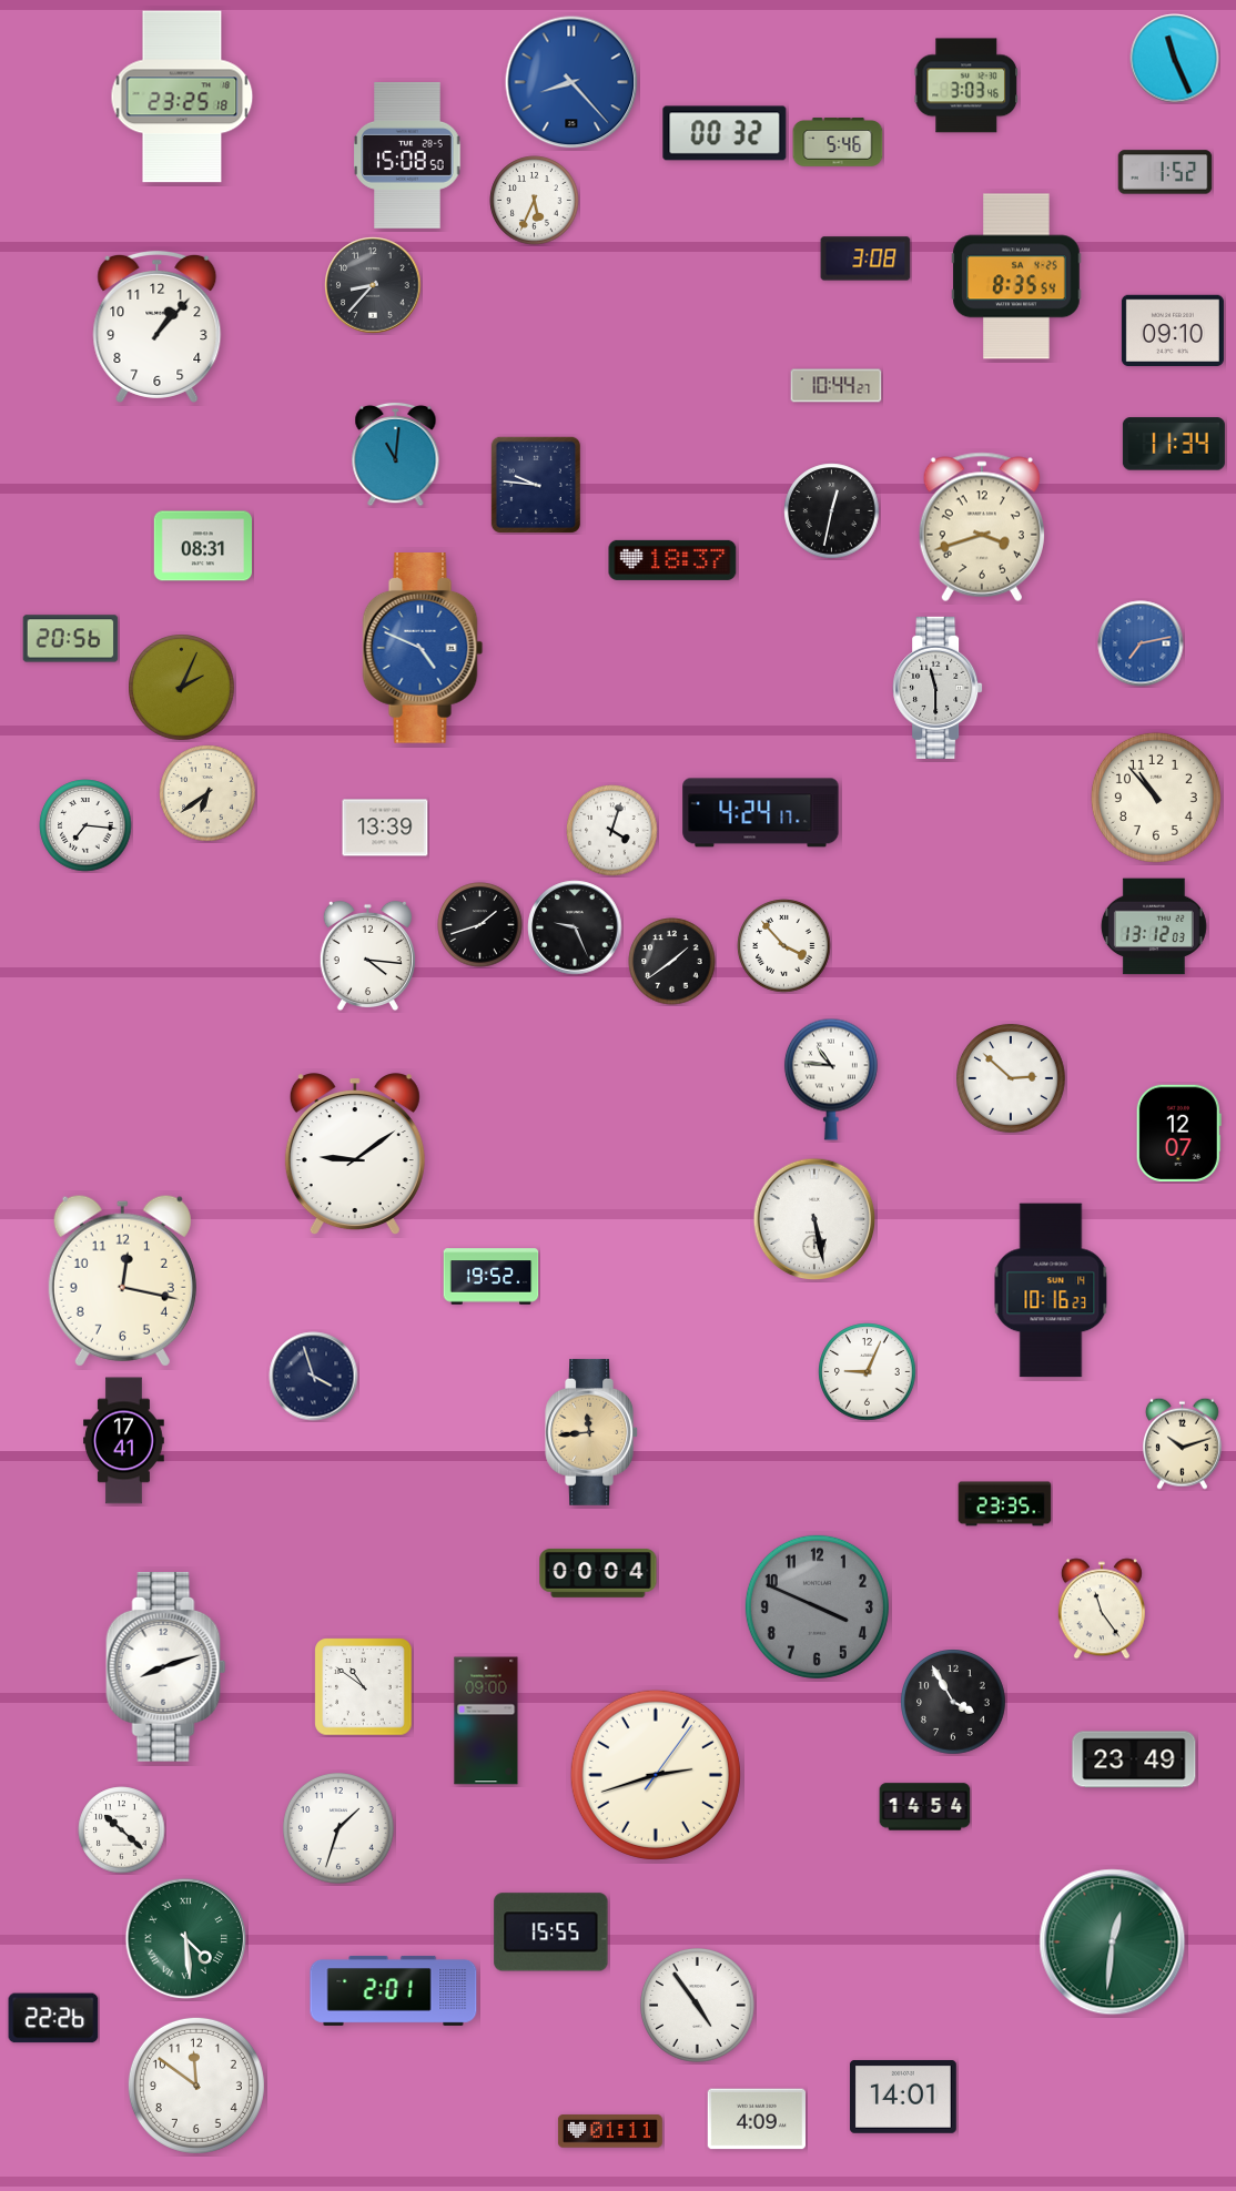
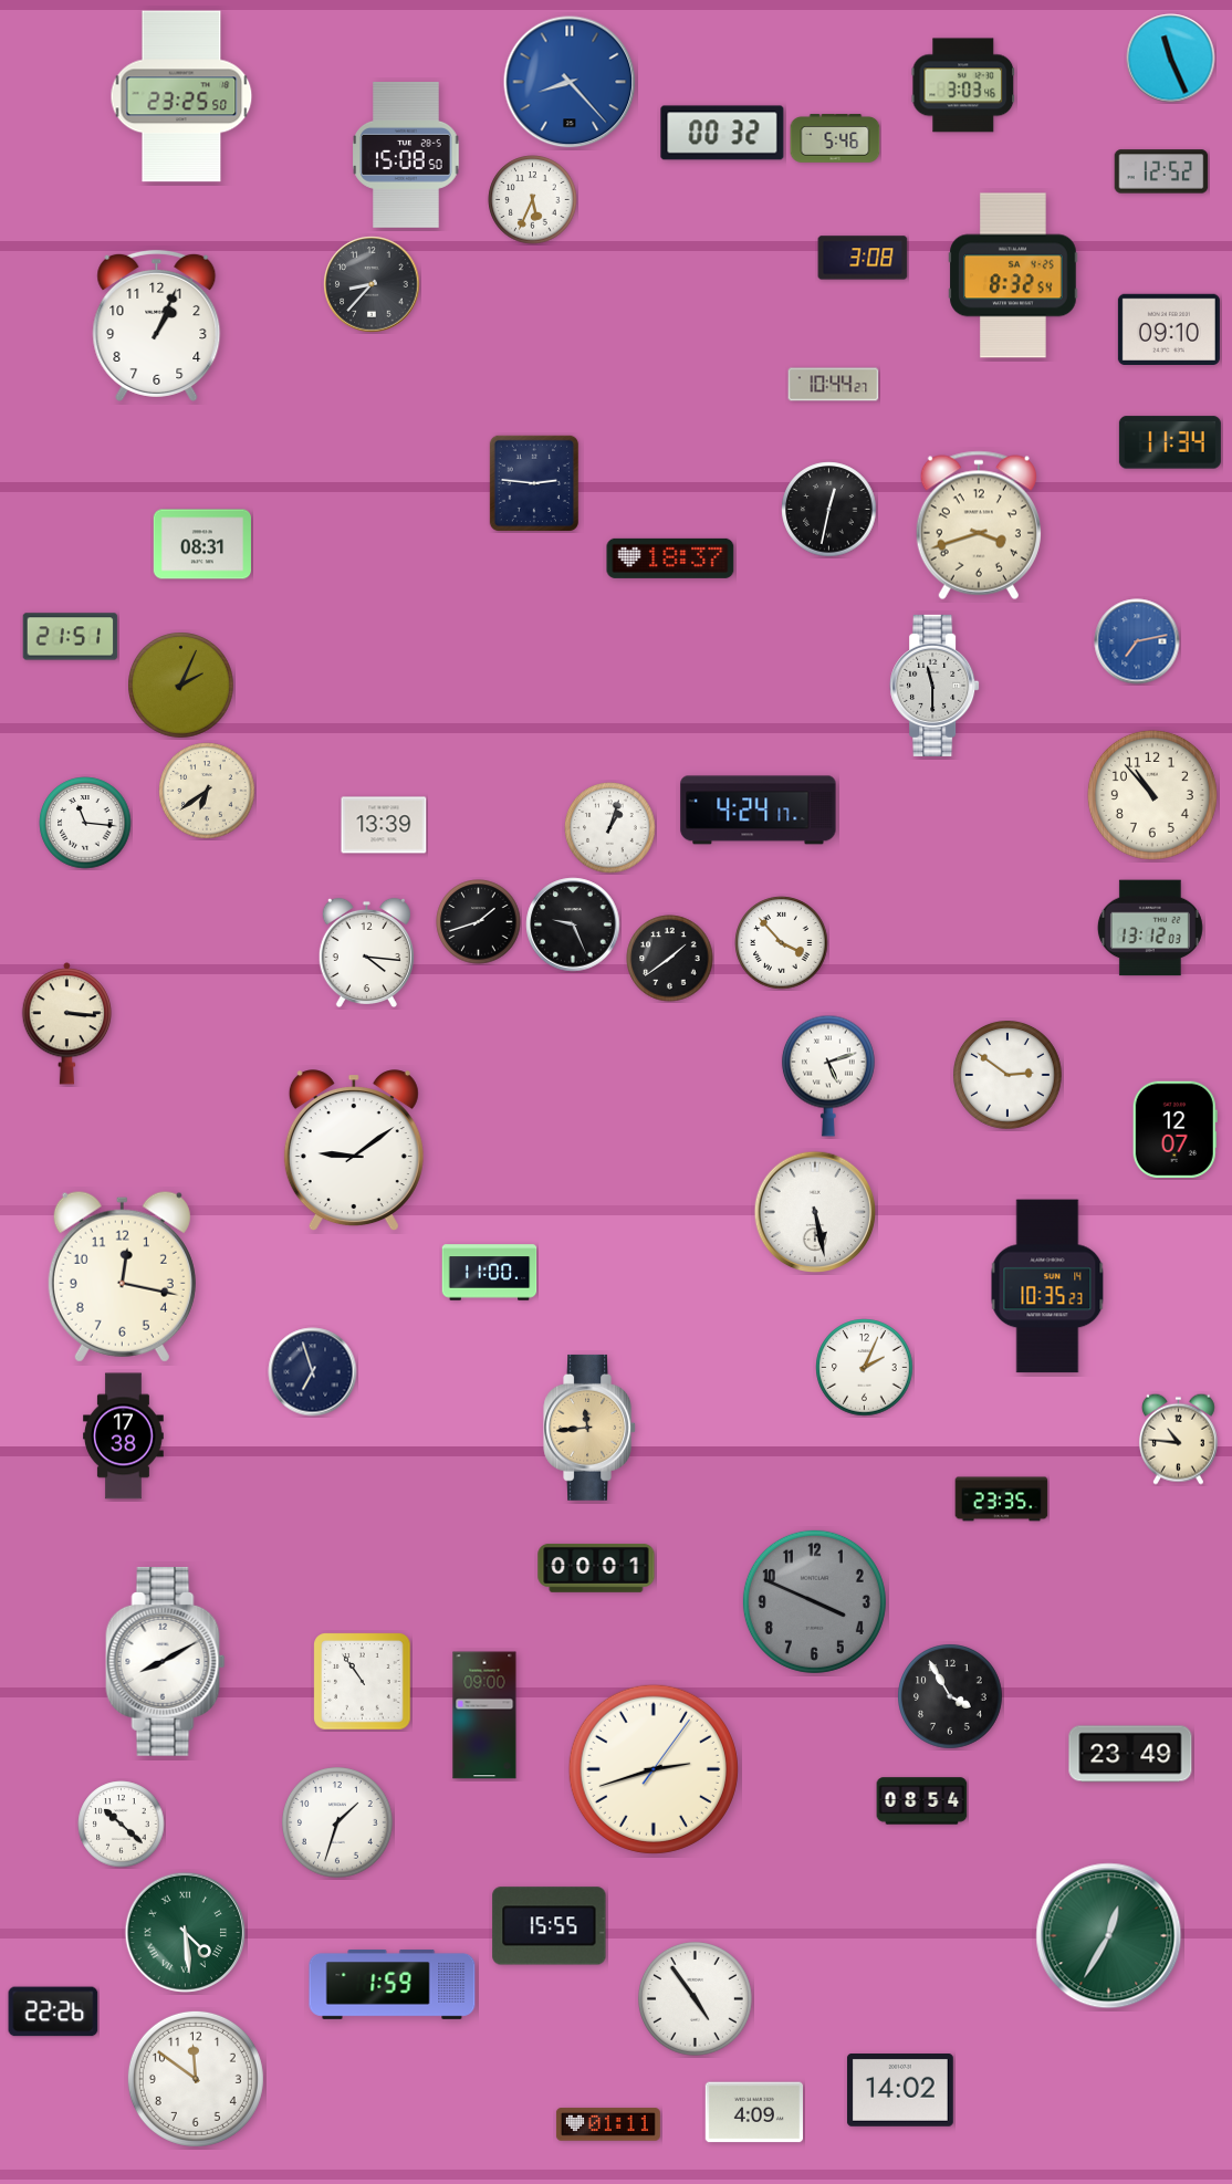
clock at (182, 97): 23:25:18 -> 23:25:50
clock at (838, 142) position: (838, 142) -> (835, 138)
clock at (1165, 172): 1:52 -> 12:52
clock at (1016, 276): 8:35 -> 8:32
clock at (158, 326): 1:07 -> 1:04
clock at (396, 454): 11:01 -> none
clock at (536, 484): 9:46 -> 2:46
clock at (71, 639): 20:56 -> 21:51
clock at (423, 649): 4:49 -> none
clock at (85, 825): 7:16 -> 11:16
clock at (612, 831): 4:03 -> 1:03
clock at (1154, 926) position: (1154, 926) -> (1150, 928)
clock at (67, 1024): none -> 3:16
clock at (831, 1079): 10:46 -> 5:12
clock at (1012, 1079): 2:52 -> 2:51
clock at (814, 1219) position: (814, 1219) -> (815, 1212)
clock at (492, 1277): 19:52 -> 11:00
clock at (1051, 1290): 10:16 -> 10:35
clock at (868, 1372): 9:04 -> 2:04
clock at (314, 1377): 3:57 -> 6:57
clock at (124, 1441): 17:41 -> 17:38
clock at (1182, 1443): 10:12 -> 10:46
clock at (598, 1573): 00:04 -> 00:01
clock at (1102, 1609): 11:24 -> none
clock at (166, 1666): 8:12 -> 8:10
clock at (364, 1687): 10:51 -> 10:54
clock at (925, 1807): 14:54 -> 08:54
clock at (1113, 1943): 12:31 -> 12:35
clock at (394, 1990): 2:01 -> 1:59
clock at (903, 2098): 14:01 -> 14:02
